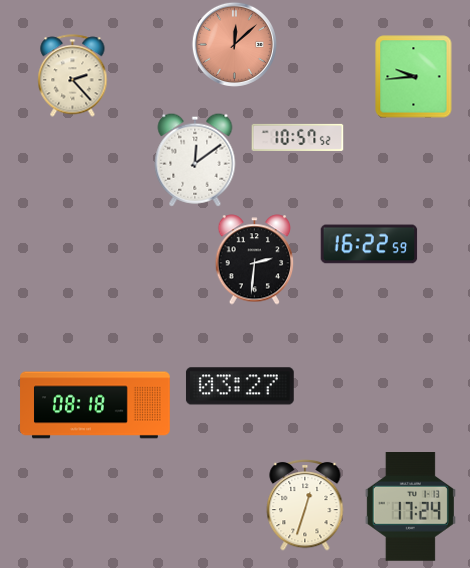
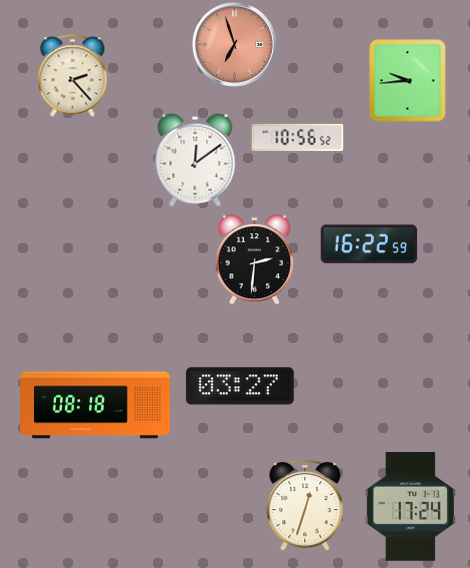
clock at (234, 44): 12:08 -> 6:57
clock at (414, 77) position: (414, 77) -> (408, 81)
clock at (298, 137): 10:57 -> 10:56
